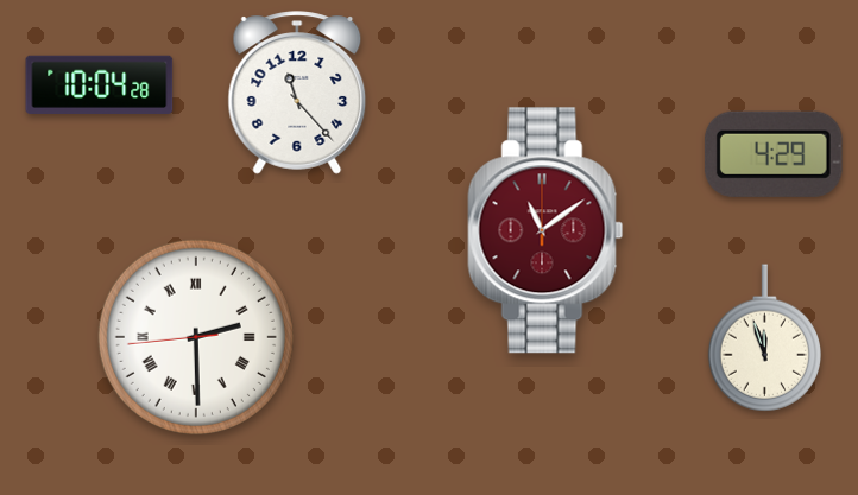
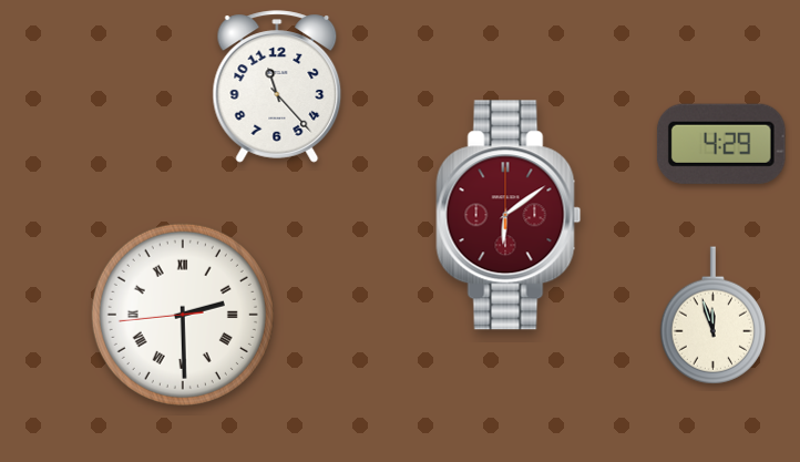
clock at (100, 84): 10:04 -> none
clock at (545, 230): 11:09 -> 6:09
